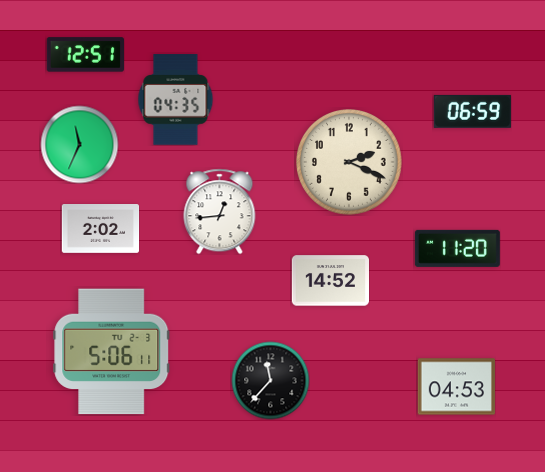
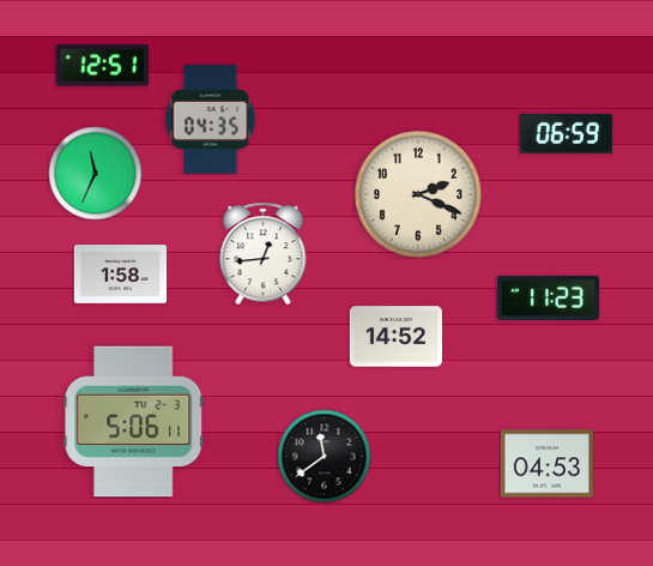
clock at (100, 229): 2:02 -> 1:58
clock at (457, 248): 11:20 -> 11:23
clock at (270, 380): 11:37 -> 11:39
